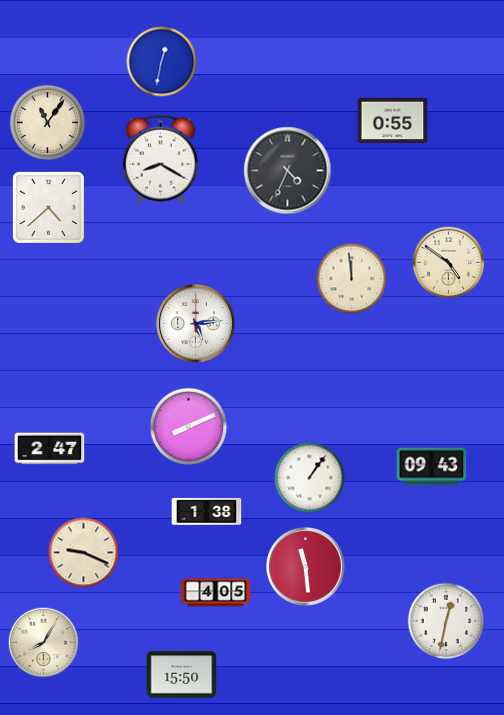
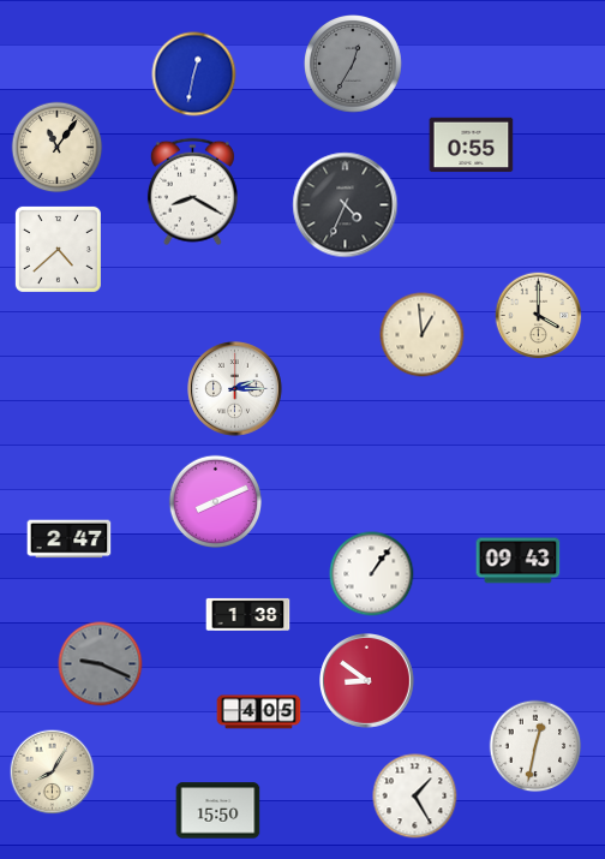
clock at (354, 65): none -> 12:35
clock at (449, 263): 4:51 -> 4:00
clock at (352, 279): 11:59 -> 12:59
clock at (196, 324): 5:14 -> 2:15
clock at (189, 427) position: (189, 427) -> (216, 502)
clock at (50, 449) position: (50, 449) -> (70, 539)
clock at (84, 553) dial: cream -> grey
clock at (306, 567): 11:29 -> 8:51
clock at (415, 797): none -> 1:25
